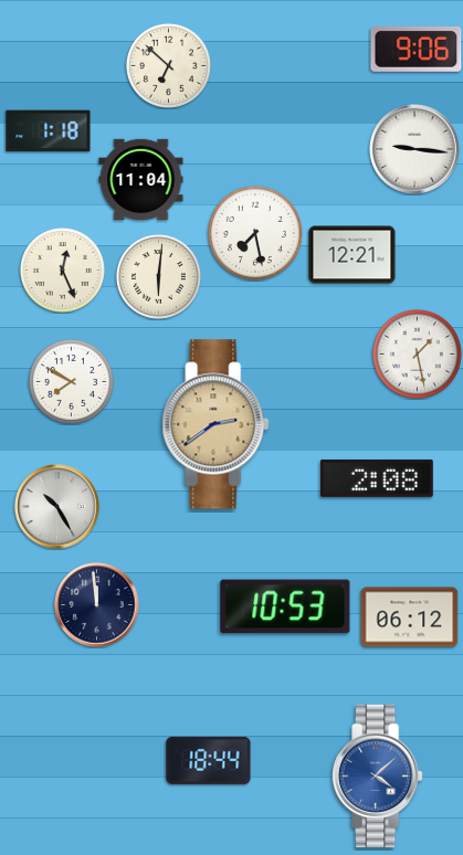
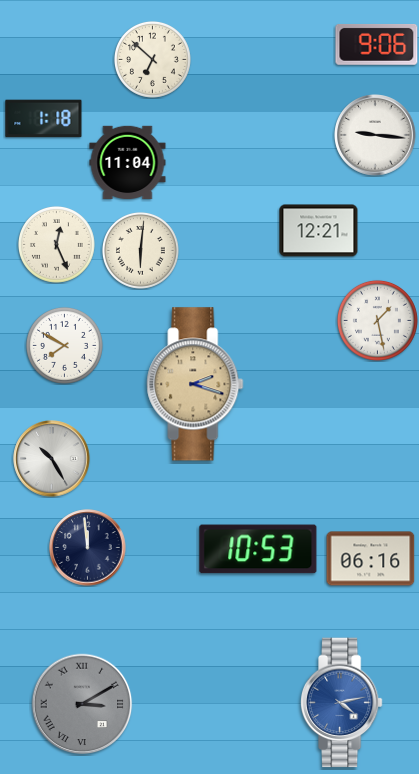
clock at (255, 233): 7:28 -> none
clock at (158, 276) position: (158, 276) -> (140, 250)
clock at (215, 424): 2:39 -> 2:18
clock at (377, 478): 2:08 -> none
clock at (410, 617): 06:12 -> 06:16
clock at (209, 760): 18:44 -> none
clock at (377, 777): 4:08 -> 4:13
clock at (82, 704): none -> 3:10
